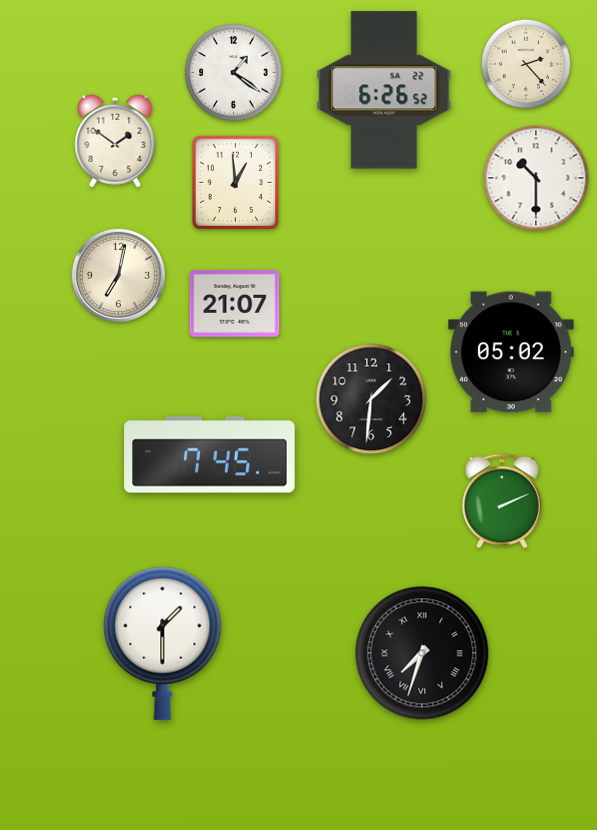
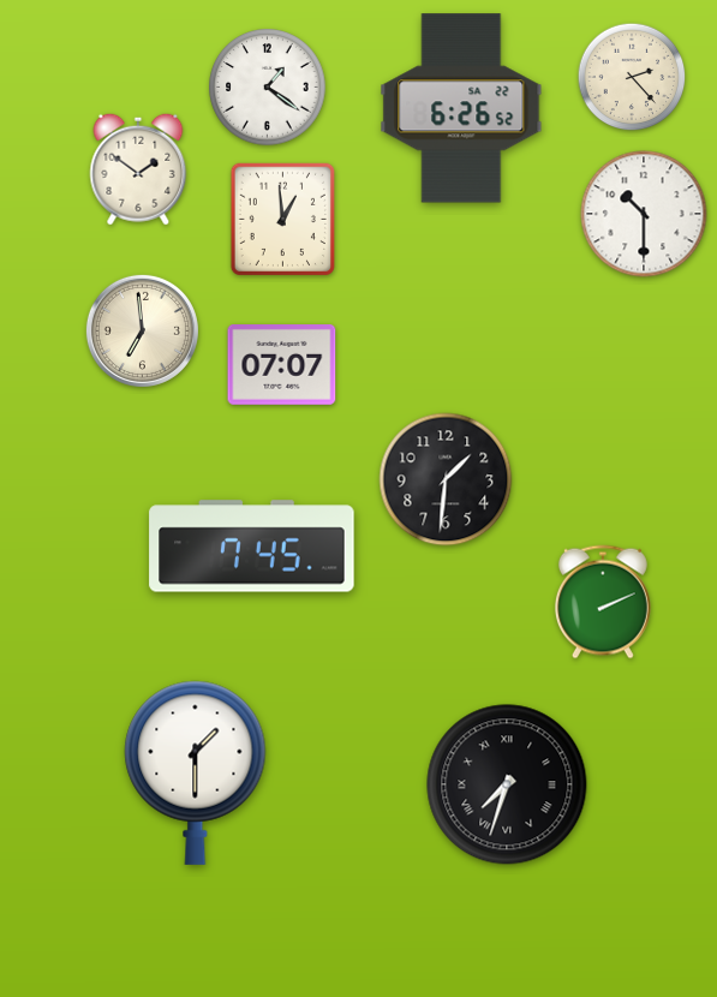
clock at (234, 73) position: (234, 73) -> (268, 88)
clock at (118, 275): 7:02 -> 6:59
clock at (235, 304): 21:07 -> 07:07
clock at (512, 352): 05:02 -> none
